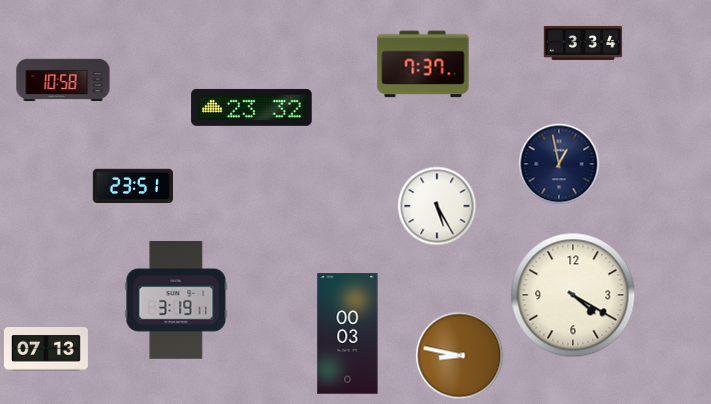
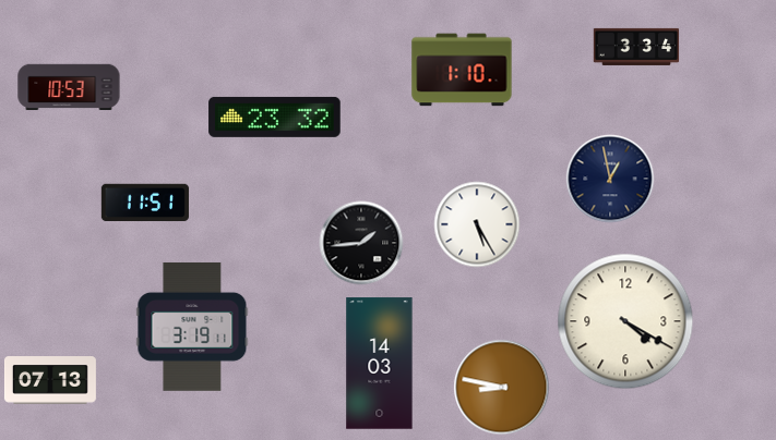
clock at (423, 64): 7:37 -> 1:10
clock at (63, 80): 10:58 -> 10:53
clock at (133, 186): 23:51 -> 11:51
clock at (361, 243): none -> 1:44
clock at (348, 334): 00:03 -> 14:03
